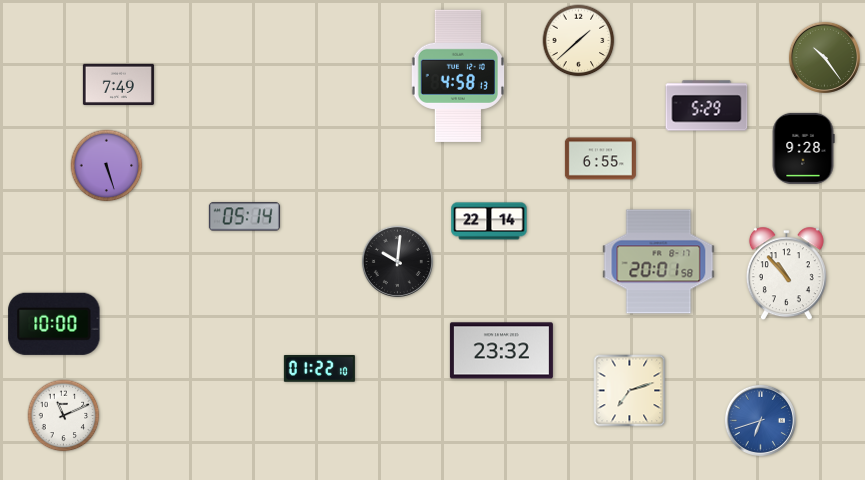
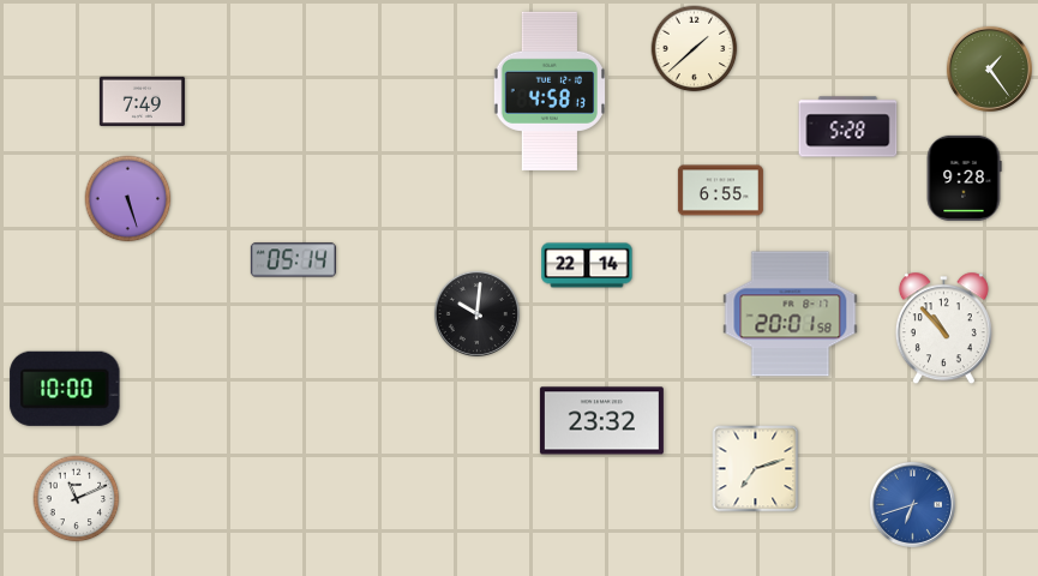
clock at (824, 57): 10:24 -> 1:24
clock at (707, 106): 5:29 -> 5:28
clock at (319, 369): 01:22 -> none
